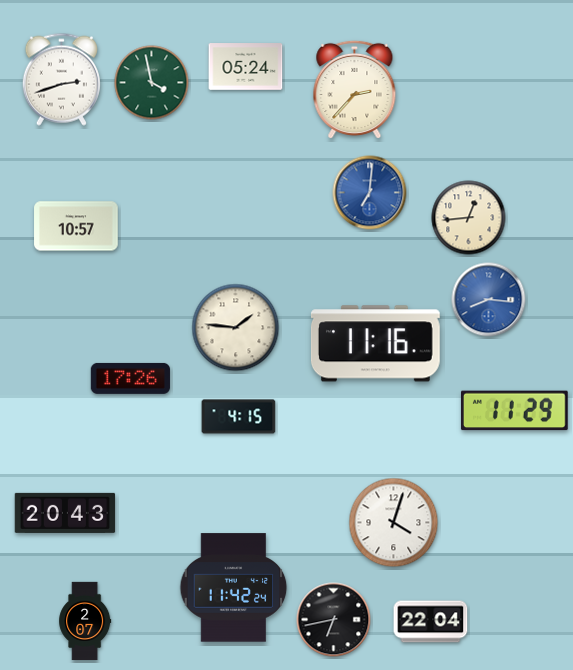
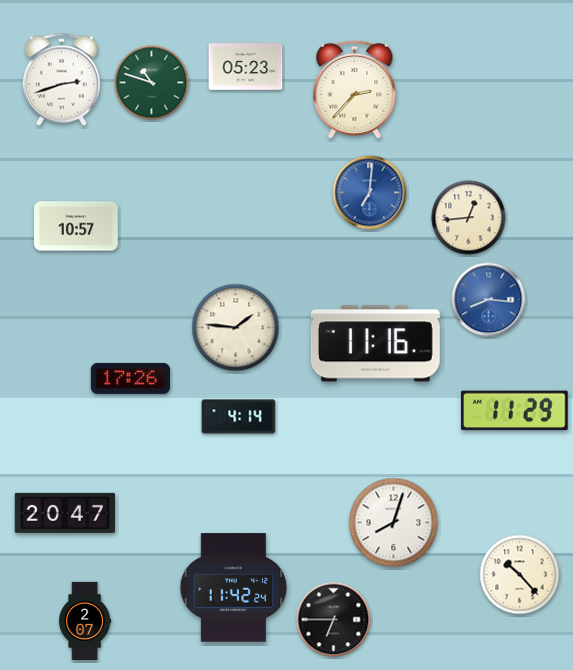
clock at (246, 67): 05:24 -> 05:23
clock at (152, 83): 3:58 -> 10:48
clock at (239, 417): 4:15 -> 4:14
clock at (65, 513): 20:43 -> 20:47
clock at (394, 523): 4:03 -> 8:03
clock at (520, 575): none -> 10:23
clock at (334, 620): 6:43 -> 6:45
clock at (431, 622): 22:04 -> none
